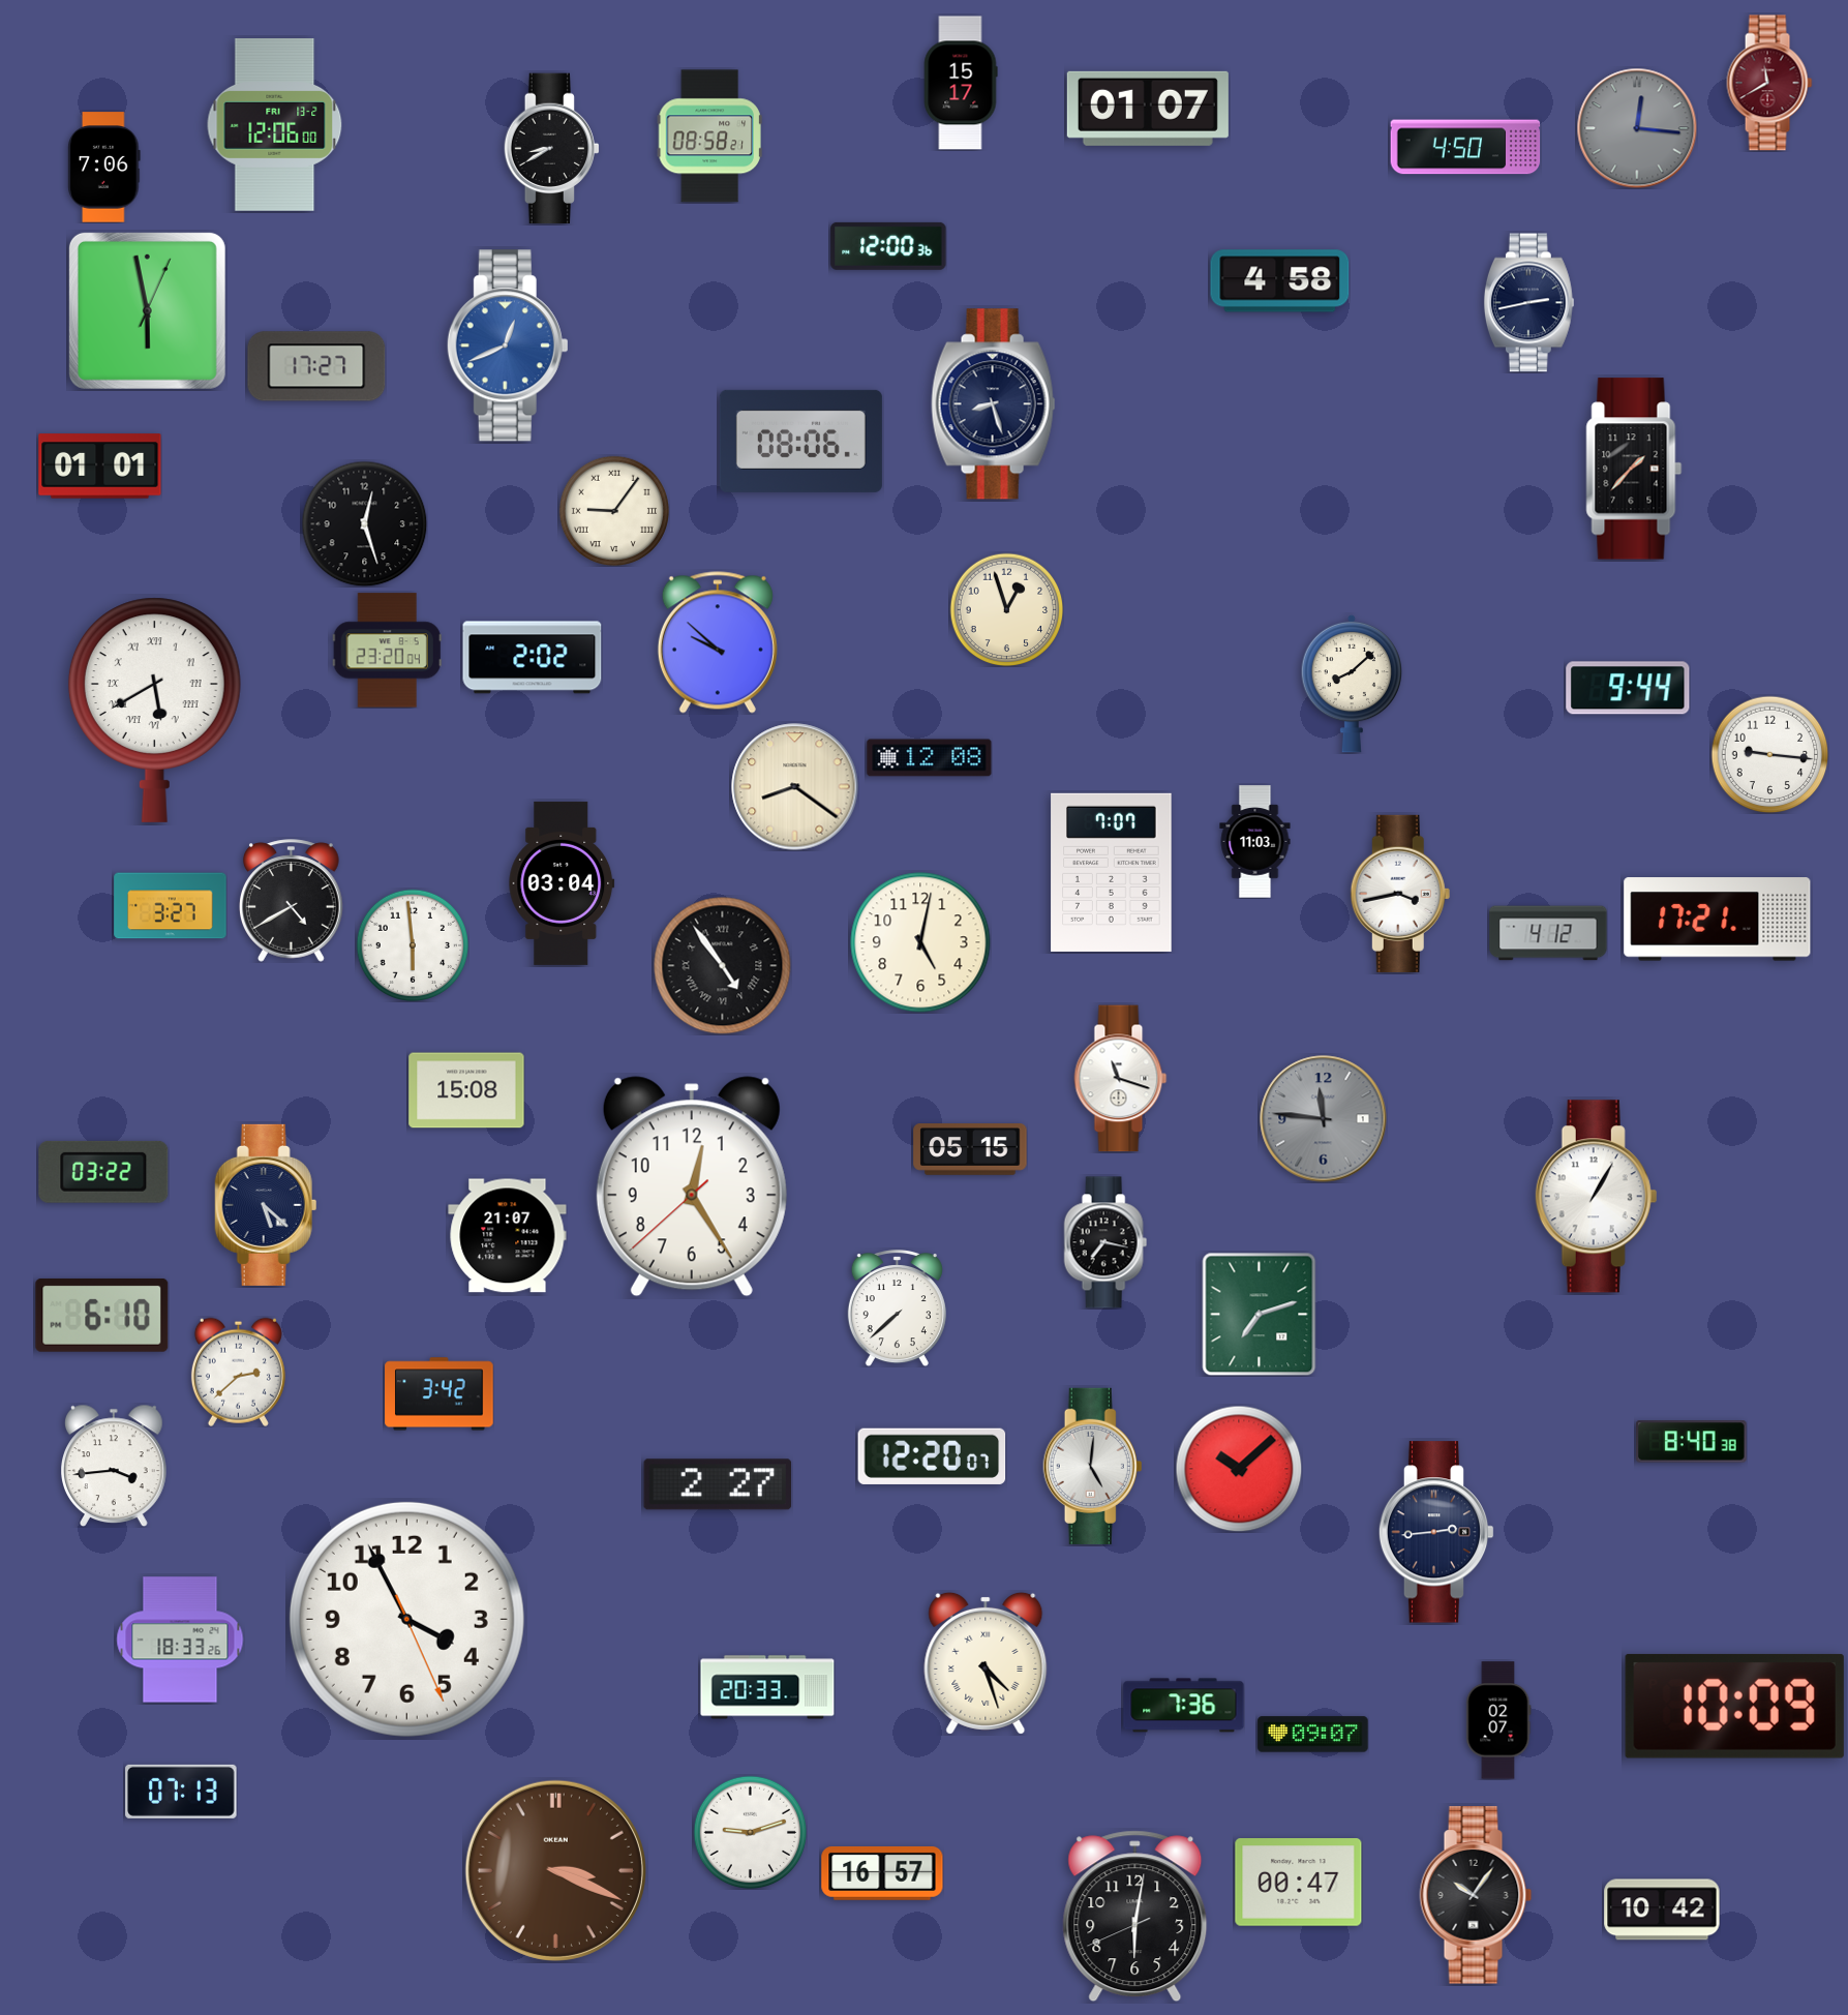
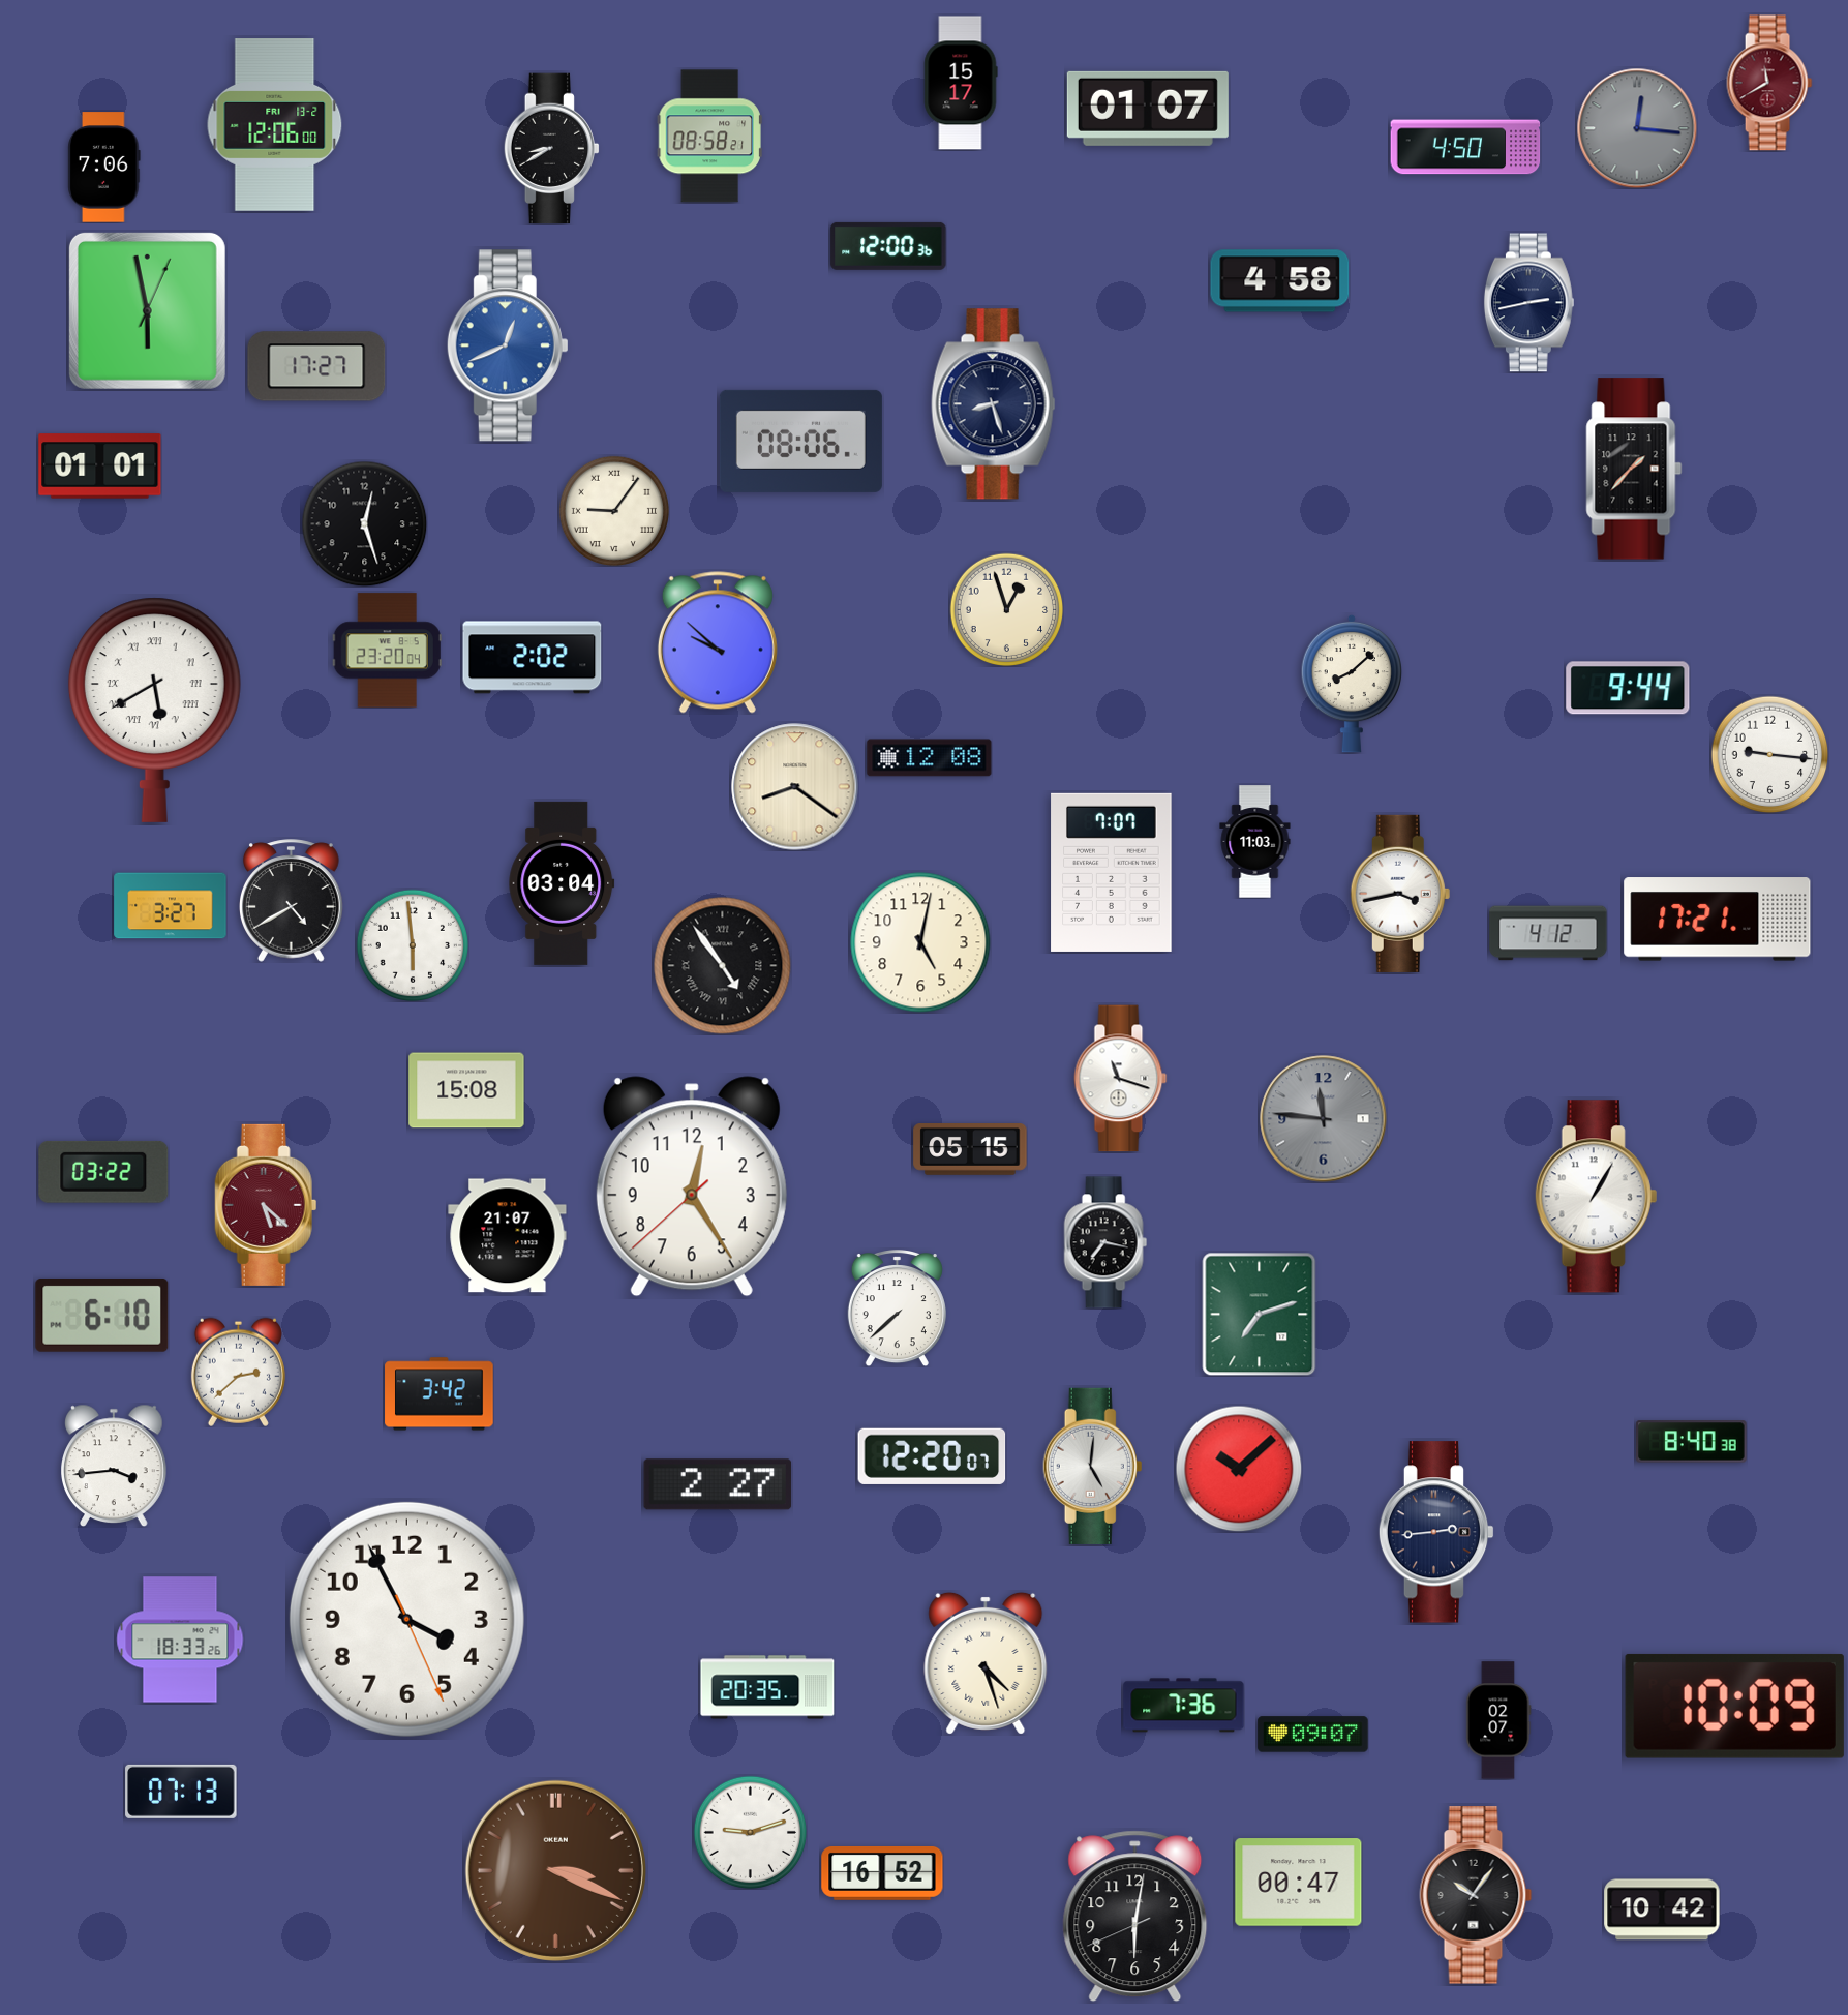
clock at (266, 1205) dial: navy -> burgundy
clock at (767, 1687): 20:33 -> 20:35
clock at (882, 1873): 16:57 -> 16:52
